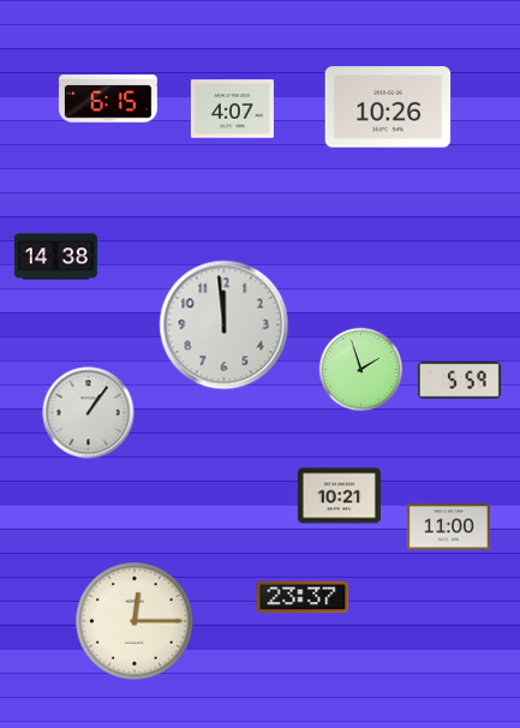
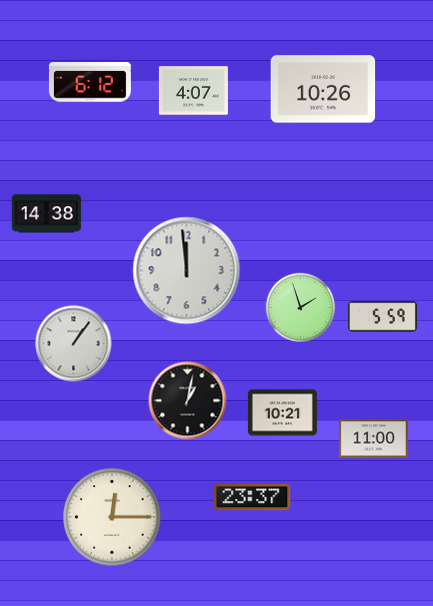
clock at (108, 99): 6:15 -> 6:12
clock at (188, 401): none -> 1:02
